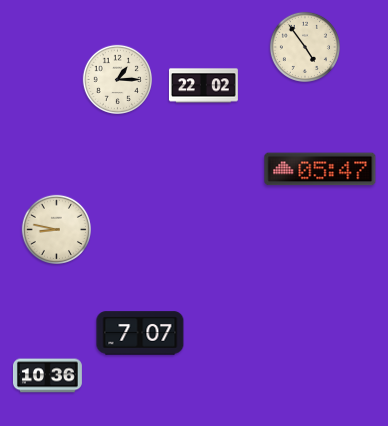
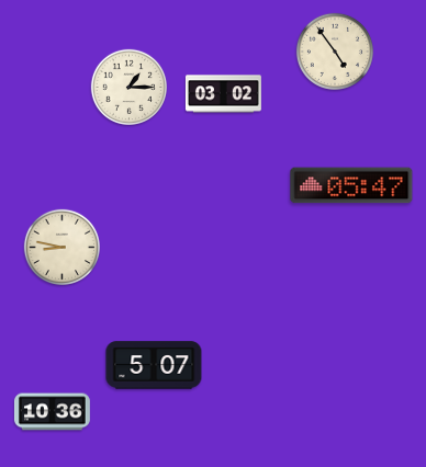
clock at (203, 86): 22:02 -> 03:02
clock at (56, 229) position: (56, 229) -> (61, 247)
clock at (140, 333): 7:07 -> 5:07
